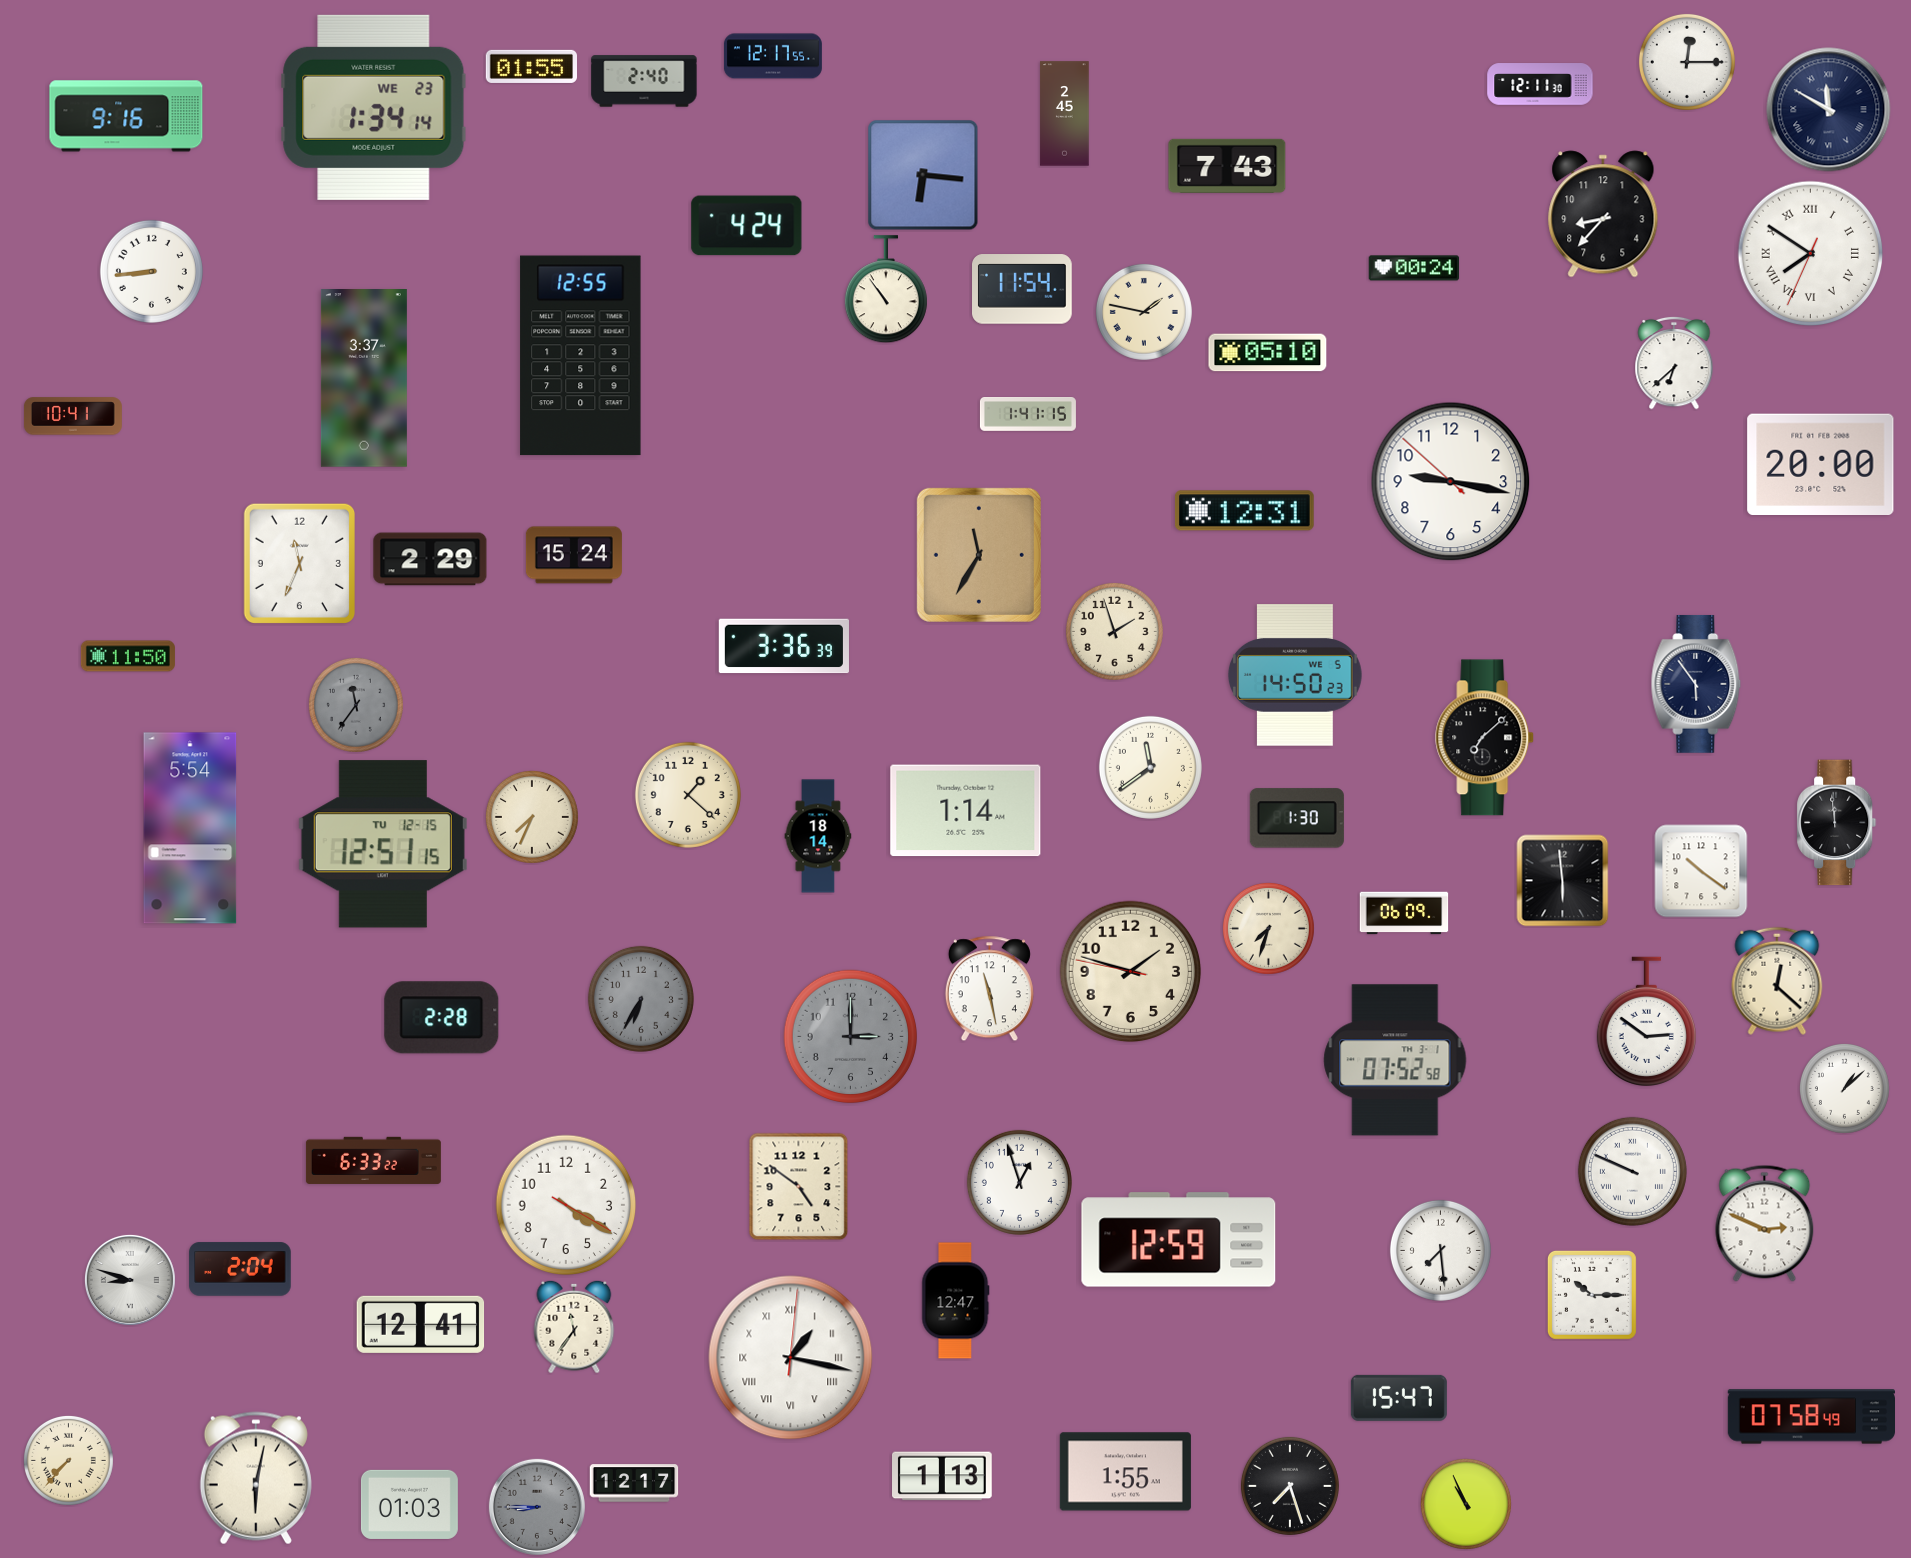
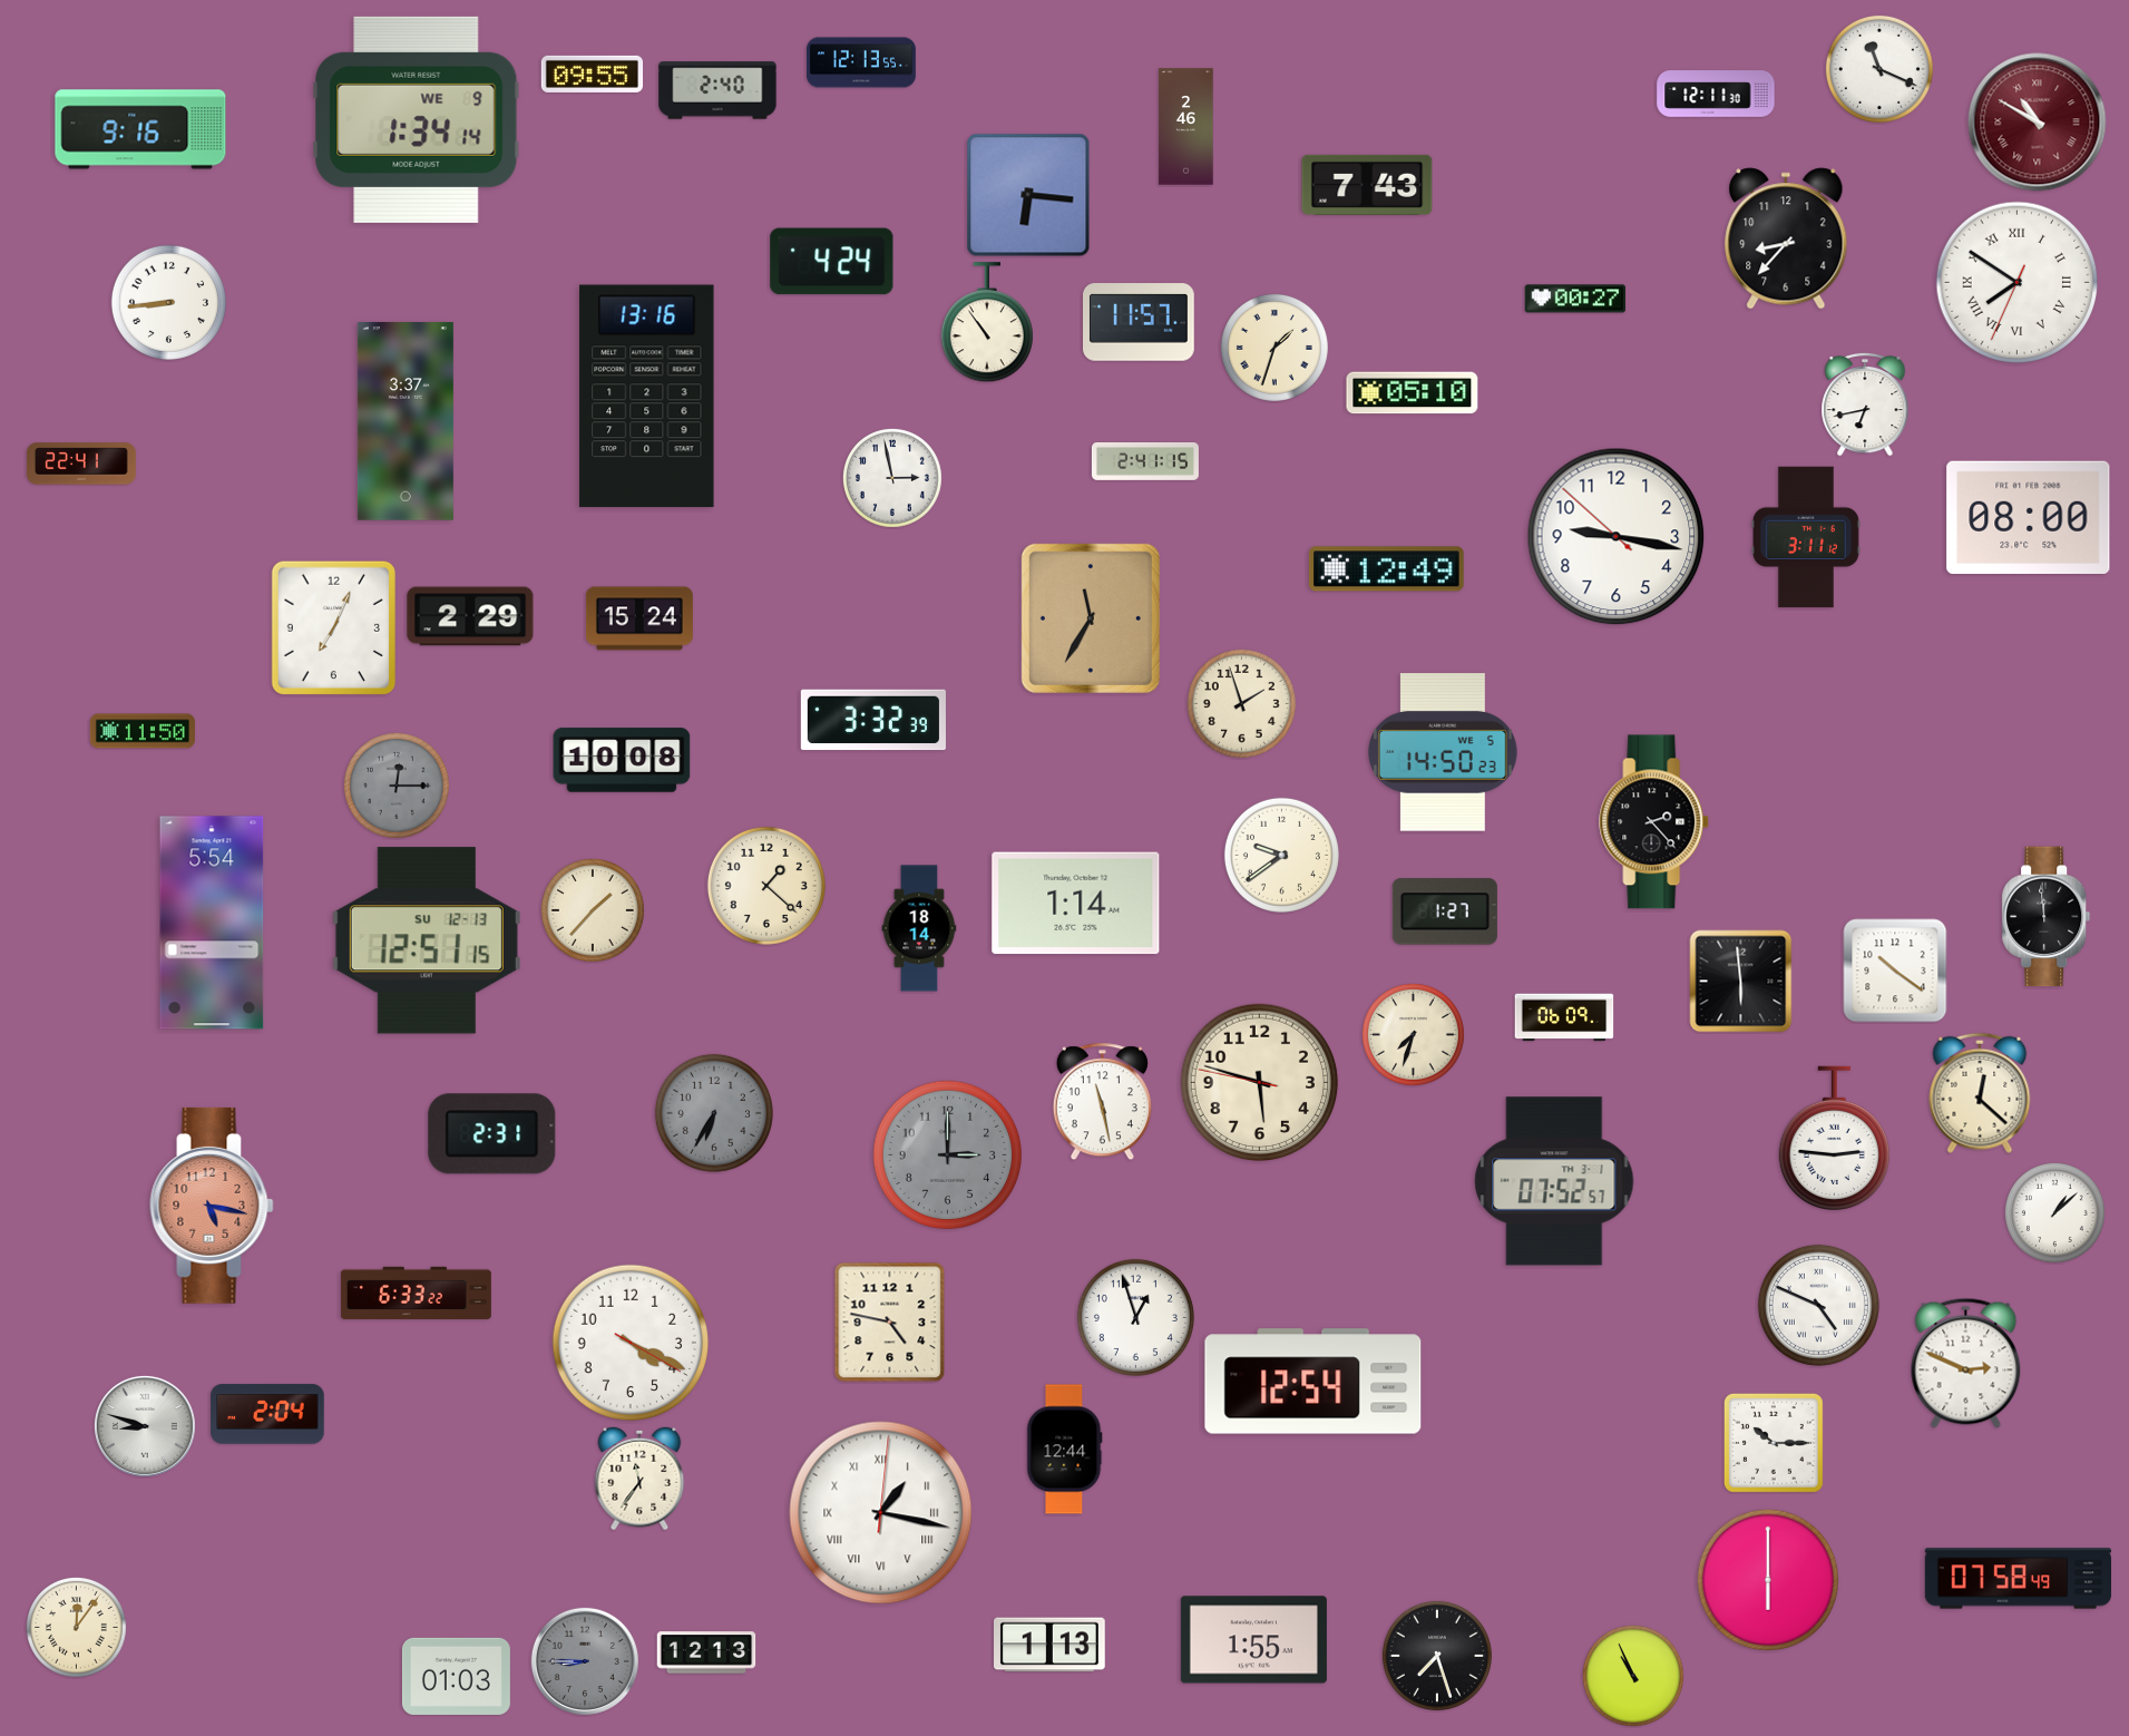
clock at (773, 56): 12:17 -> 12:13
clock at (1687, 62): 12:15 -> 11:19
clock at (531, 66): 01:55 -> 09:55
clock at (374, 107) date: WE 23 -> WE 9
clock at (1829, 110): 11:50 -> 10:50
clock at (1829, 110) dial: navy -> burgundy
clock at (1065, 114): 2:45 -> 2:46
clock at (747, 226) position: (747, 226) -> (832, 262)
clock at (1414, 268): 00:24 -> 00:27
clock at (1023, 289): 11:54 -> 11:57
clock at (1144, 312): 1:47 -> 1:33
clock at (581, 356): 12:55 -> 13:16
clock at (1674, 363): 6:38 -> 6:43
clock at (1028, 415): 1:41 -> 2:41
clock at (73, 416): 10:41 -> 22:41
clock at (892, 478): none -> 2:58
clock at (1821, 464): 20:00 -> 08:00
clock at (1806, 537): none -> 3:11
clock at (1244, 511): 12:31 -> 12:49
clock at (430, 559) position: (430, 559) -> (470, 616)
clock at (299, 563): 11:34 -> 7:04
clock at (784, 646): 3:36 -> 3:32
clock at (622, 760): none -> 10:08
clock at (1696, 684): 5:54 -> none
clock at (356, 705): 11:36 -> 12:15
clock at (1485, 738): 7:08 -> 2:23
clock at (1150, 767): 11:39 -> 9:39
clock at (532, 817): 7:34 -> 1:37
clock at (1297, 818): 1:30 -> 1:27
clock at (818, 836) position: (818, 836) -> (919, 928)
clock at (383, 844) date: TU 12-15 -> SU 12-13
clock at (1131, 972): 1:47 -> 5:47
clock at (442, 1018): 2:28 -> 2:31
clock at (1646, 1021): 2:51 -> 2:46
clock at (1395, 1060): 07:52:58 -> 07:52:57
clock at (212, 1206): none -> 5:17
clock at (1632, 1171): 9:49 -> 4:49
clock at (799, 1187): 4:51 -> 4:47
clock at (566, 1205): 4:20 -> 4:19
clock at (1179, 1240): 12:59 -> 12:54
clock at (1440, 1250): 7:29 -> none
clock at (956, 1301): 12:47 -> 12:44
clock at (421, 1324): 12:41 -> none
clock at (1399, 1398): 15:47 -> none
clock at (1768, 1580): none -> 6:00
clock at (68, 1460): 7:37 -> 12:06
clock at (256, 1478): 6:02 -> none
clock at (634, 1483): 12:17 -> 12:13
clock at (537, 1507) position: (537, 1507) -> (585, 1661)
